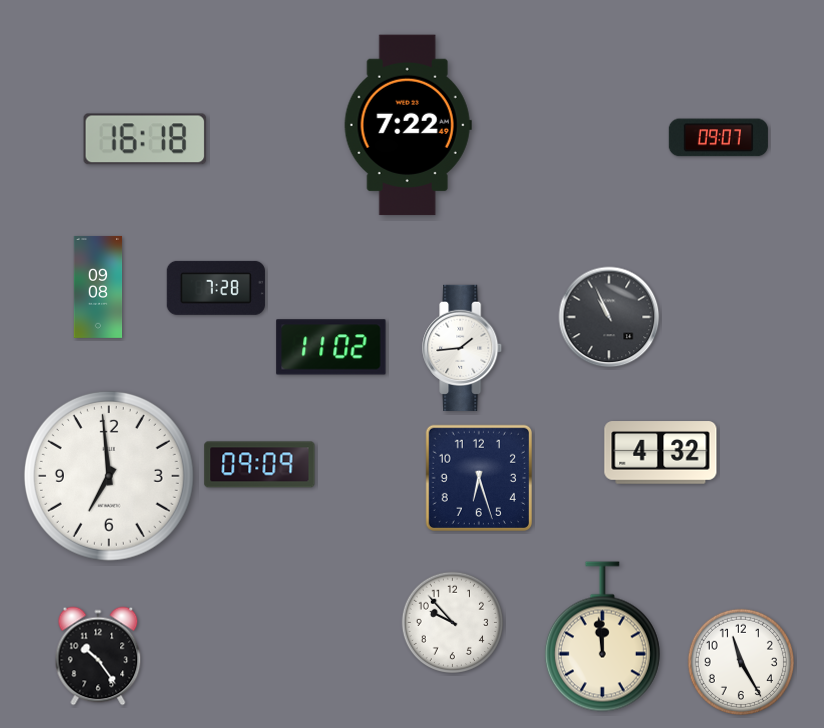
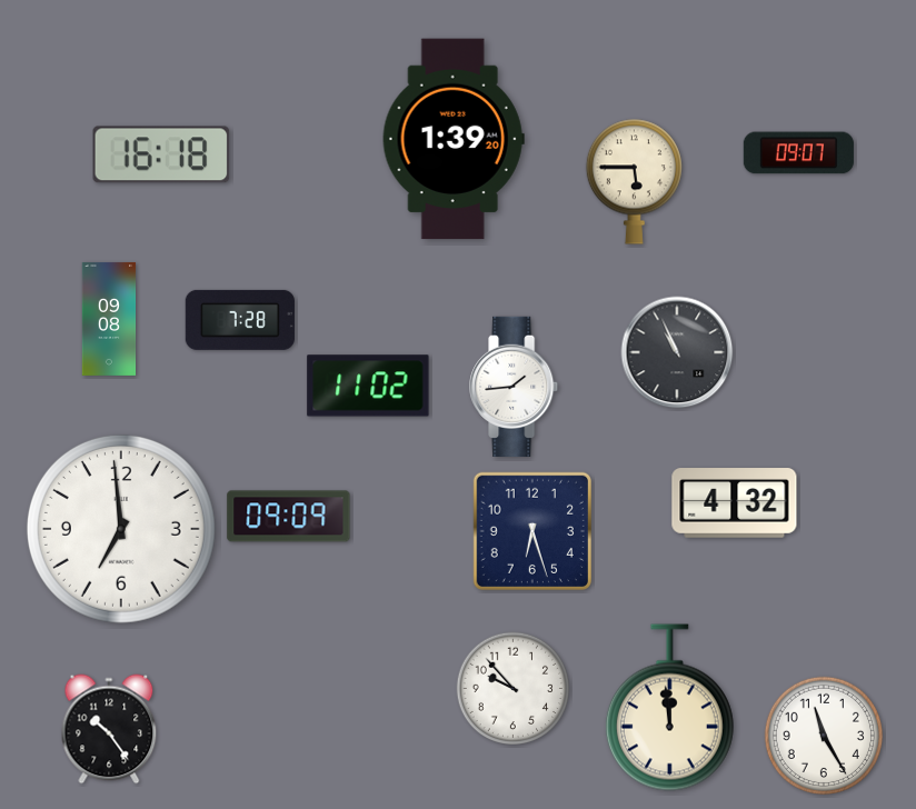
clock at (408, 125): 7:22 -> 1:39
clock at (634, 181): none -> 5:45
clock at (453, 623) position: (453, 623) -> (514, 689)
